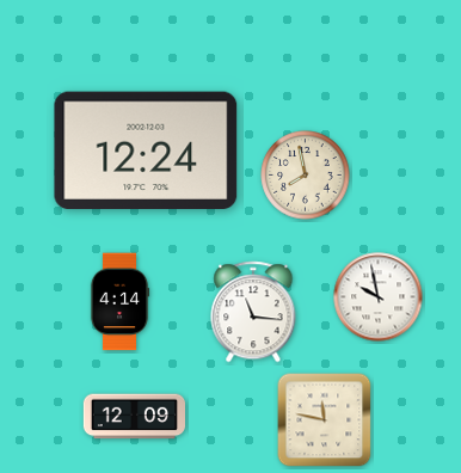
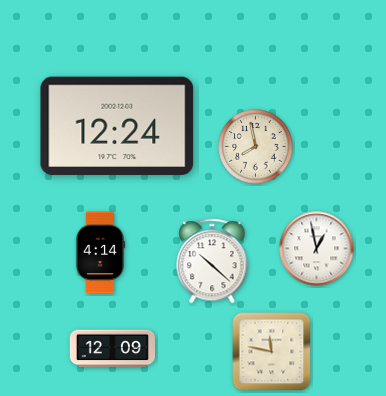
clock at (146, 149) position: (146, 149) -> (117, 125)
clock at (379, 297): 9:58 -> 12:58
clock at (253, 312): 11:16 -> 10:22
